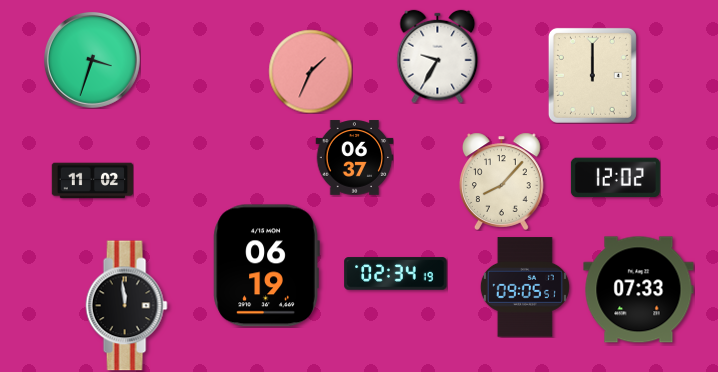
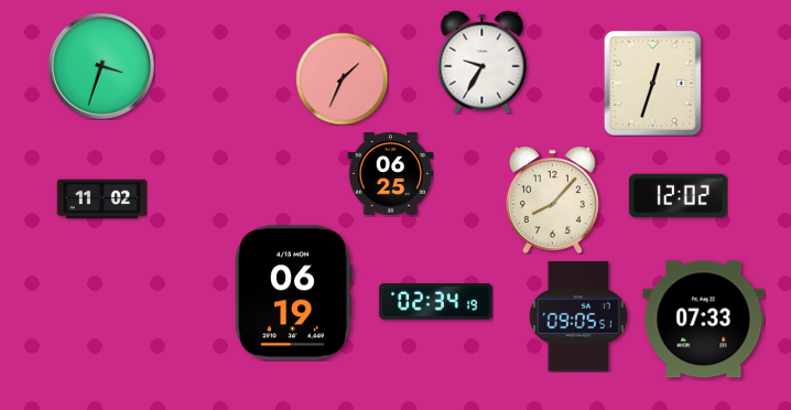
clock at (592, 75): 12:00 -> 12:33
clock at (354, 158): 06:37 -> 06:25
clock at (126, 306): 11:59 -> none
